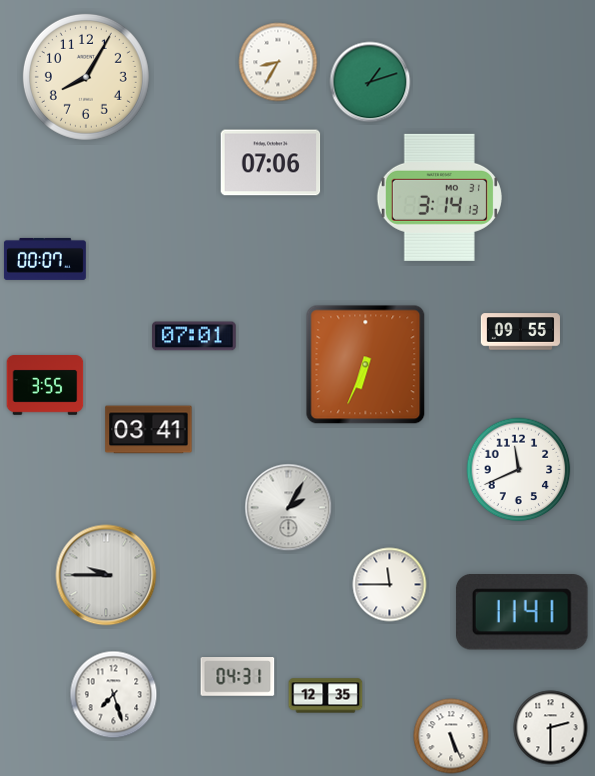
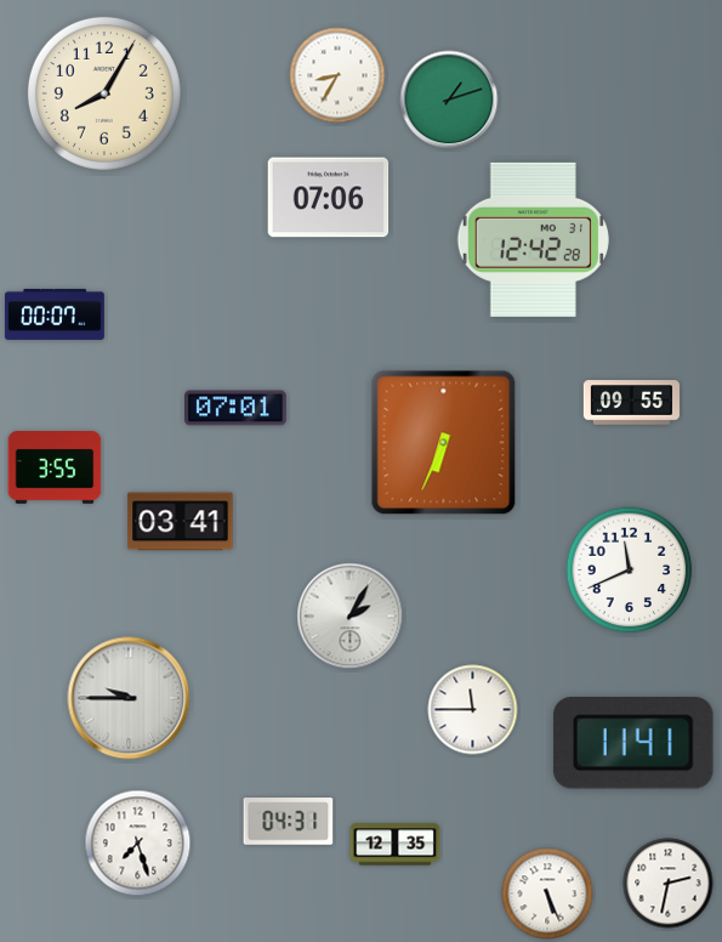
clock at (439, 197): 3:14 -> 12:42
clock at (551, 728): 2:30 -> 2:32
